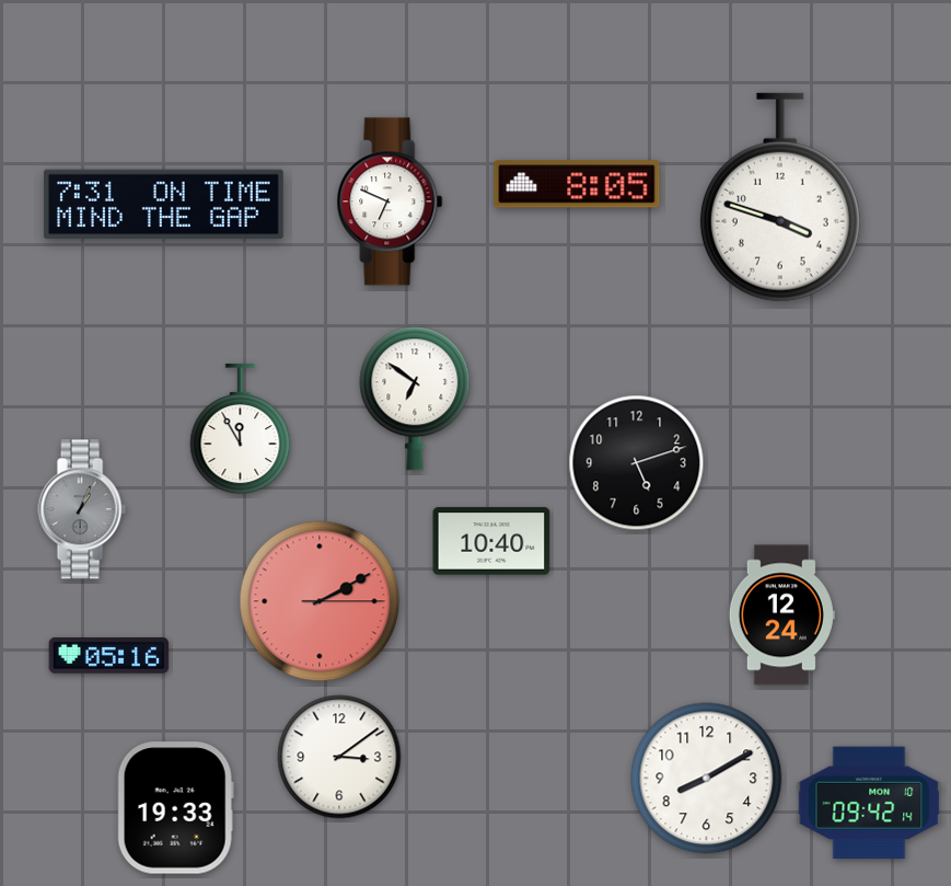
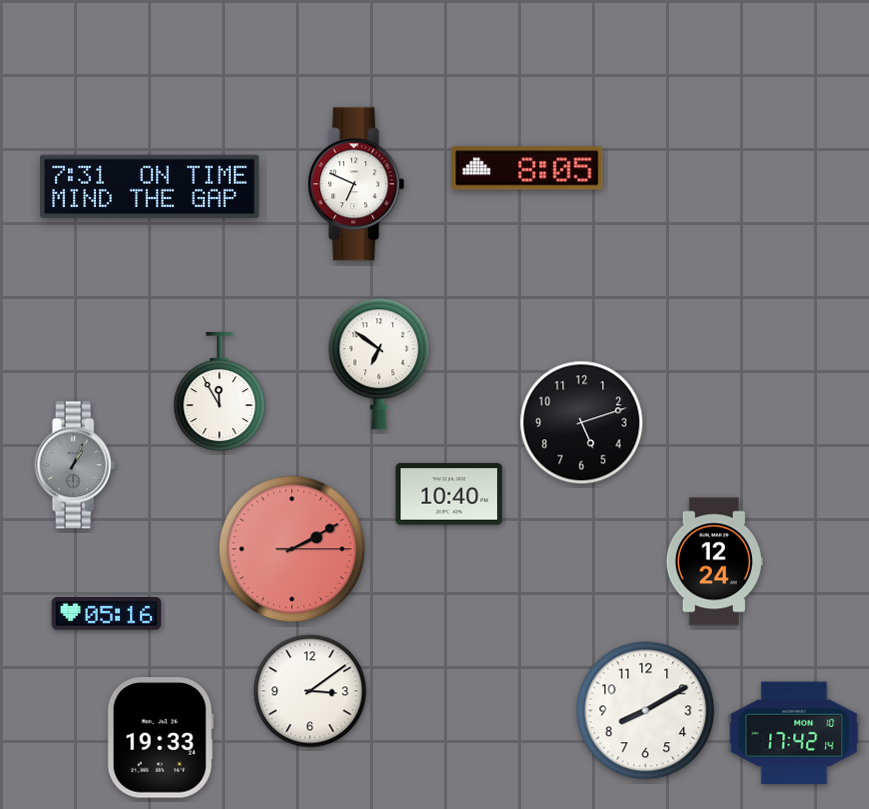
clock at (780, 197): 3:48 -> none
clock at (109, 656) position: (109, 656) -> (107, 614)
clock at (869, 803): 09:42 -> 17:42
